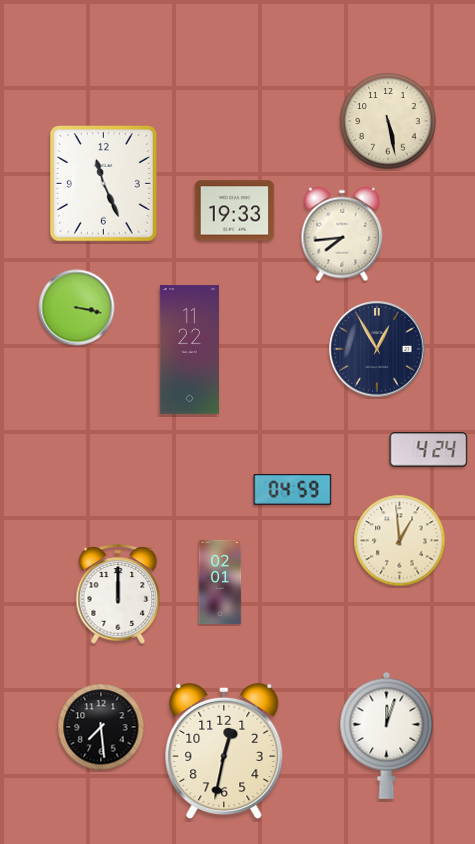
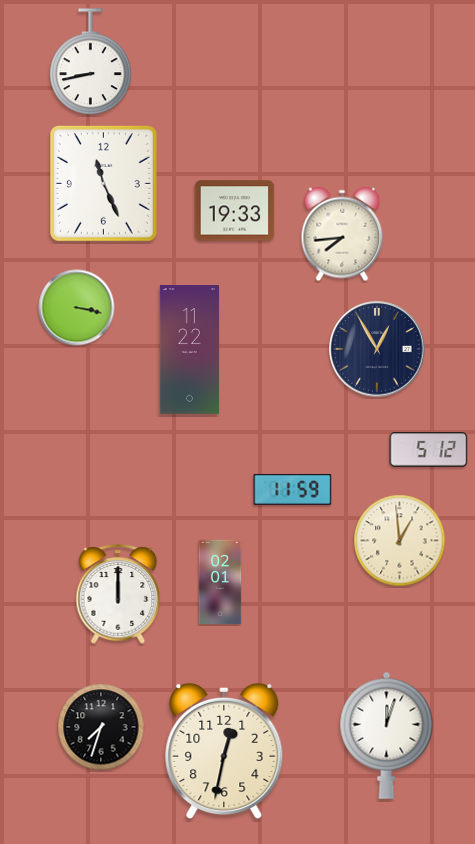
clock at (91, 61): none -> 8:43
clock at (388, 121): 5:28 -> none
clock at (429, 450): 4:24 -> 5:12
clock at (293, 489): 04:59 -> 11:59
clock at (101, 727): 7:29 -> 7:33
